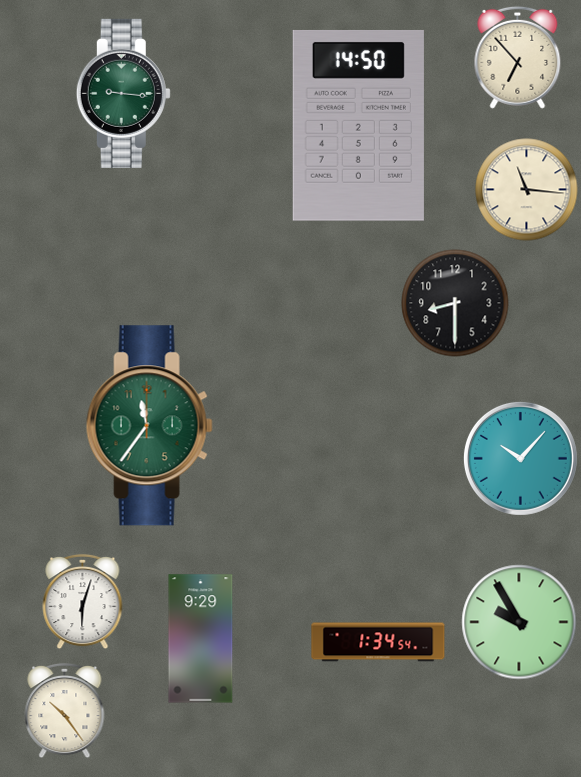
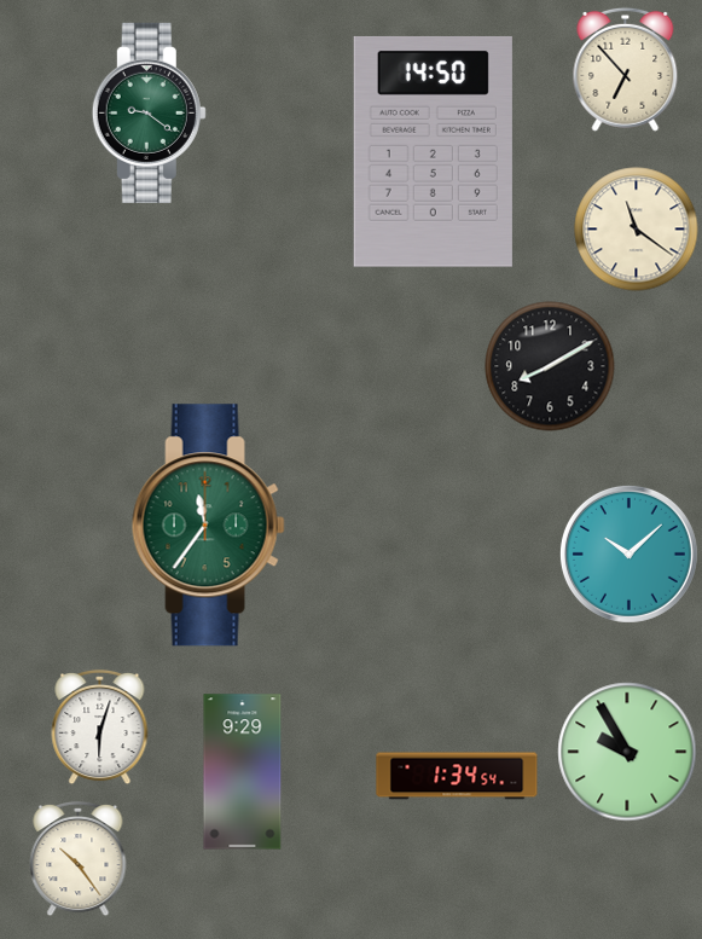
clock at (123, 93): 9:16 -> 9:21
clock at (527, 190): 11:16 -> 11:21
clock at (455, 303): 8:30 -> 8:10
clock at (149, 426) position: (149, 426) -> (208, 526)
clock at (520, 458): 10:07 -> 10:08
